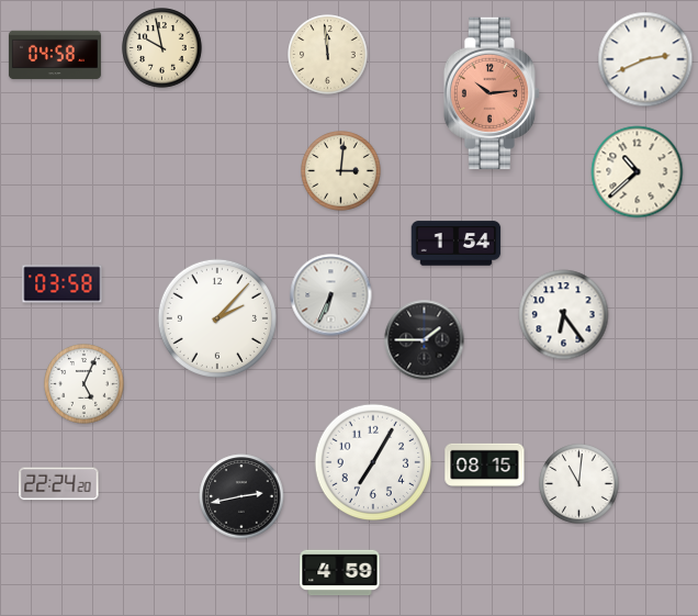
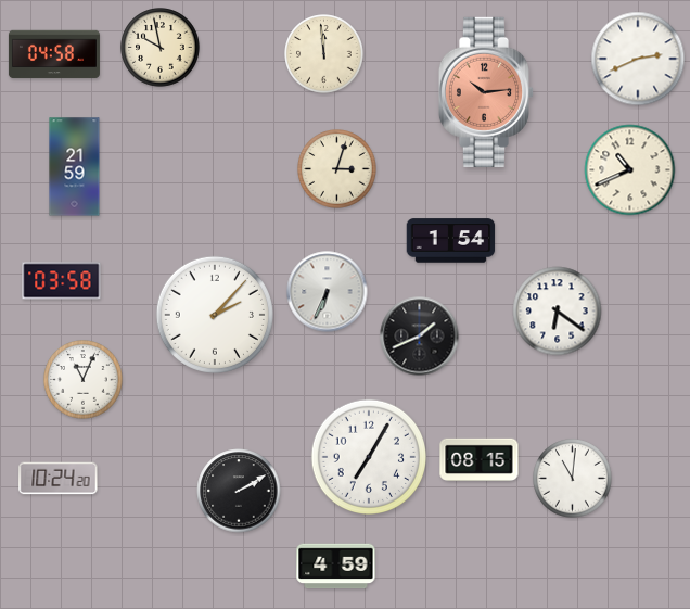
clock at (75, 167): none -> 21:59
clock at (341, 171): 3:01 -> 3:03
clock at (638, 172): 10:38 -> 10:41
clock at (564, 315): 6:24 -> 6:21
clock at (425, 340): 1:45 -> 1:41
clock at (85, 384): 5:04 -> 11:04
clock at (59, 484): 22:24 -> 10:24
clock at (241, 496): 2:43 -> 2:10
